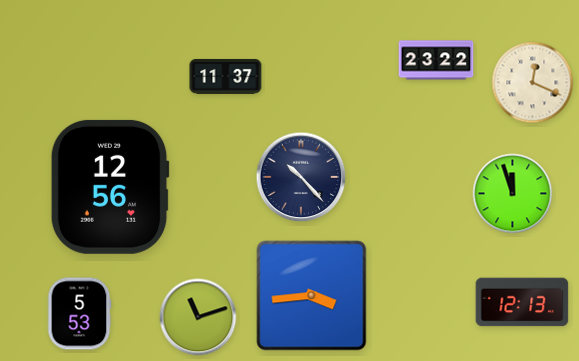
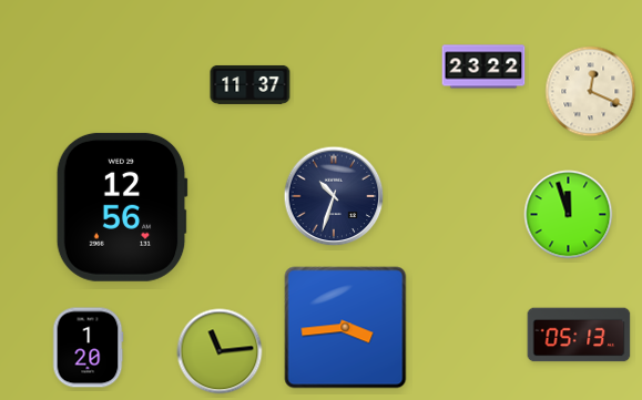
clock at (301, 177): 10:23 -> 10:33
clock at (522, 302): 12:13 -> 05:13
clock at (79, 314): 5:53 -> 1:20
clock at (198, 317): 11:12 -> 11:14
